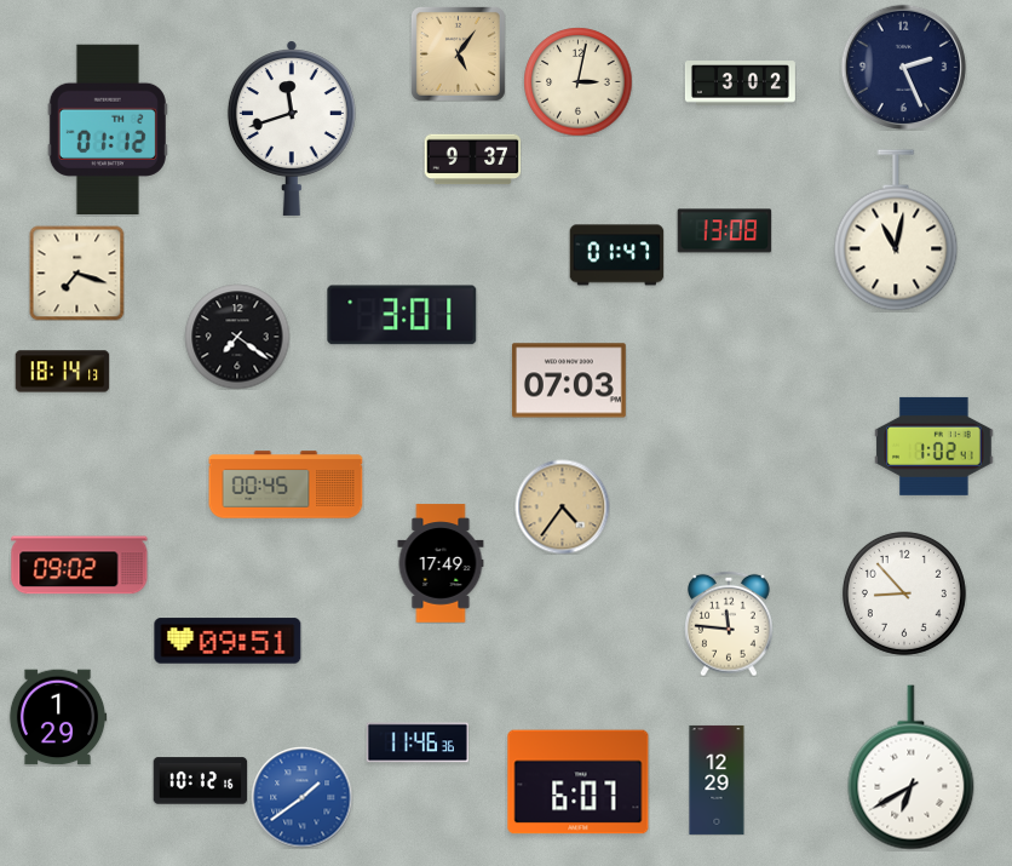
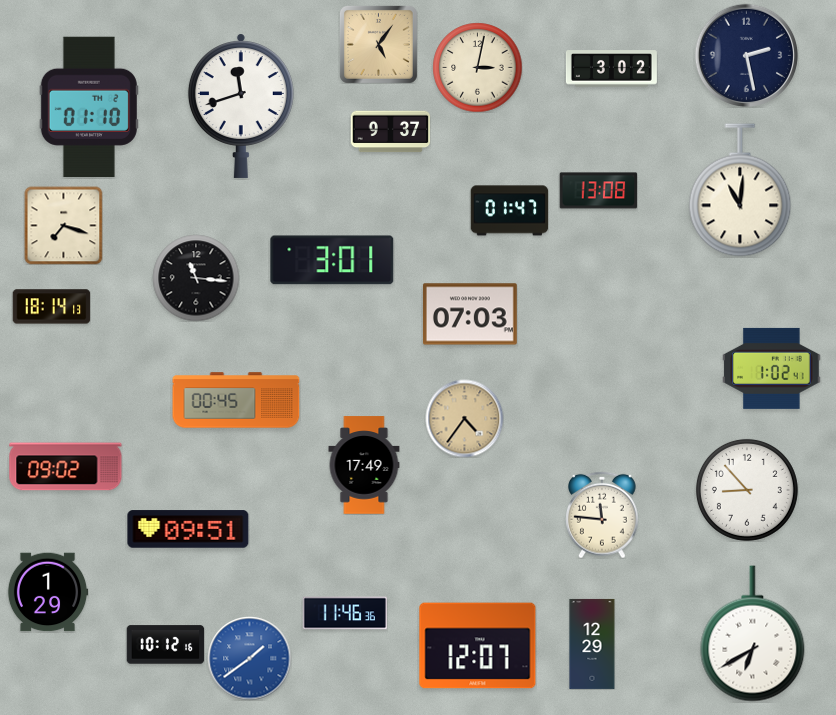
clock at (903, 67): 2:26 -> 2:28
clock at (108, 128): 01:12 -> 01:10
clock at (896, 230): 11:02 -> 11:01
clock at (237, 337): 7:21 -> 11:16
clock at (579, 782): 6:07 -> 12:07
